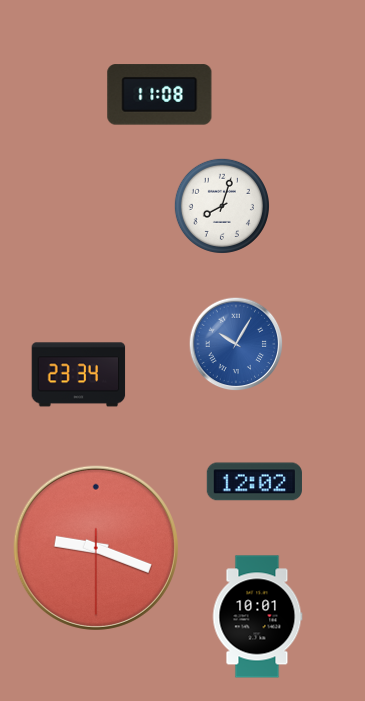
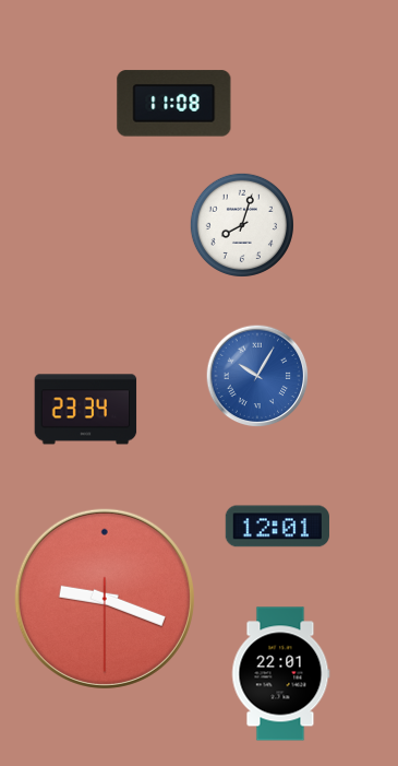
clock at (254, 482): 12:02 -> 12:01
clock at (257, 617): 10:01 -> 22:01
